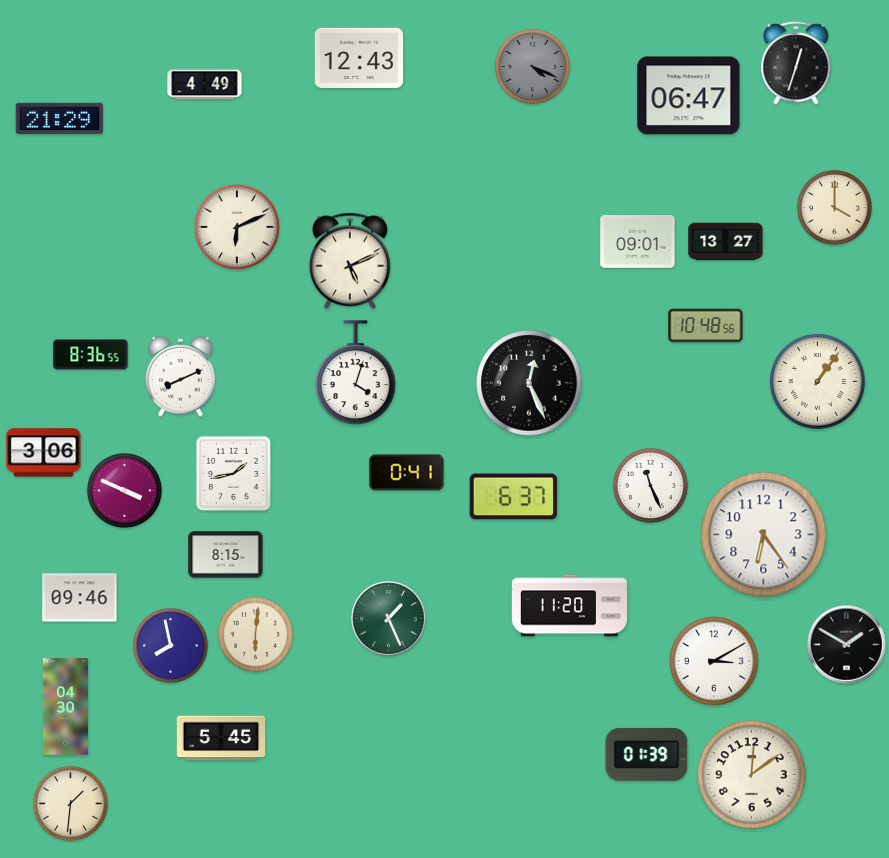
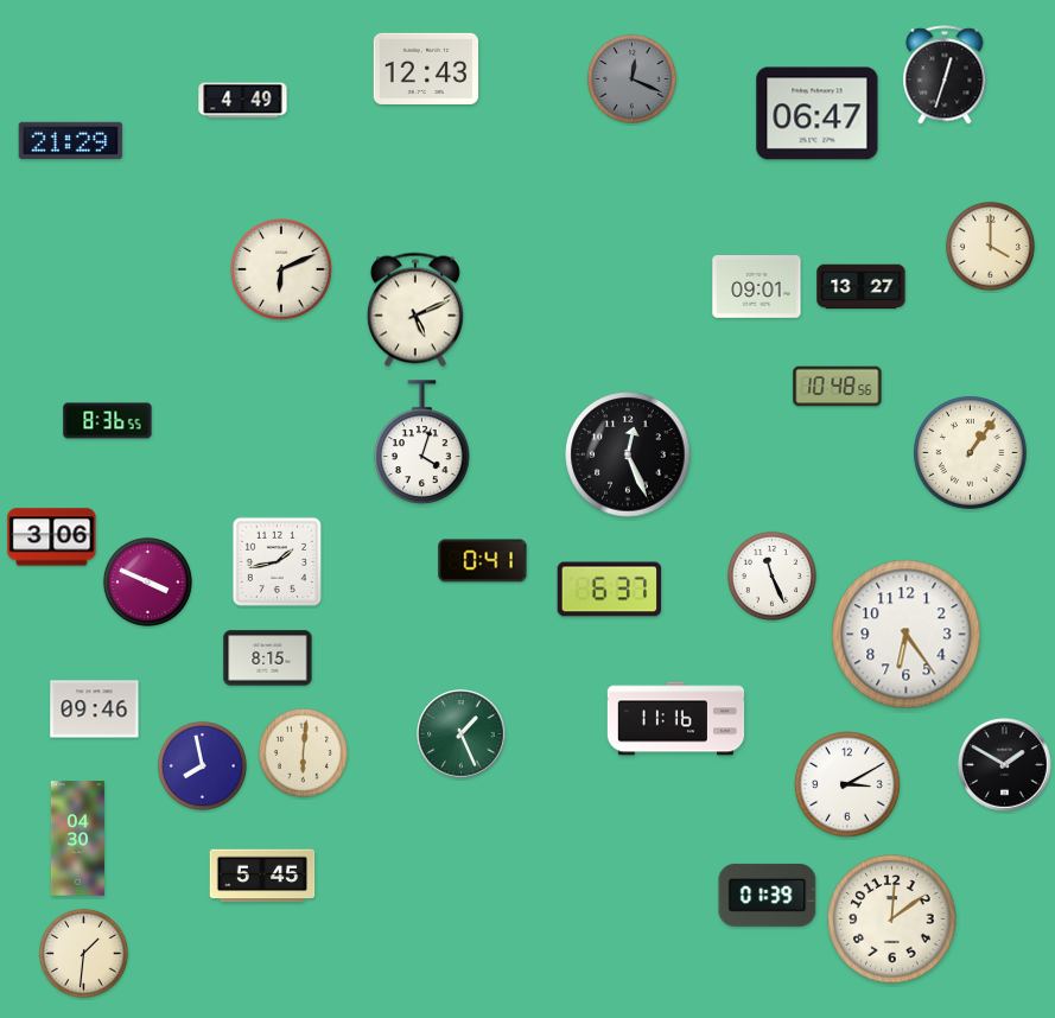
clock at (532, 66): 4:19 -> 12:19
clock at (181, 376): 8:11 -> none
clock at (570, 606): 11:20 -> 11:16
